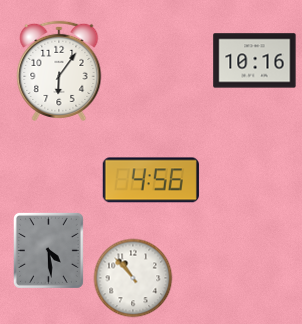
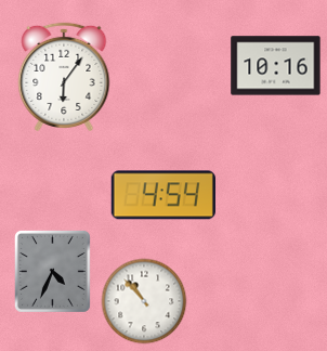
clock at (151, 180): 4:56 -> 4:54
clock at (48, 250): 4:29 -> 4:34
